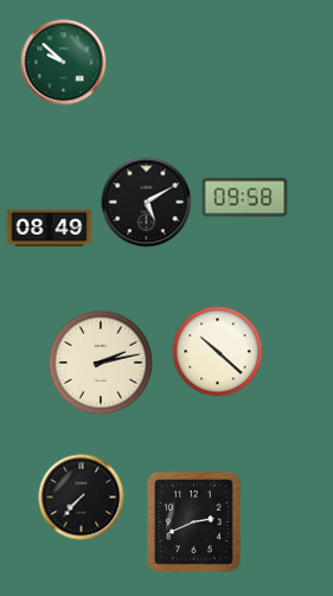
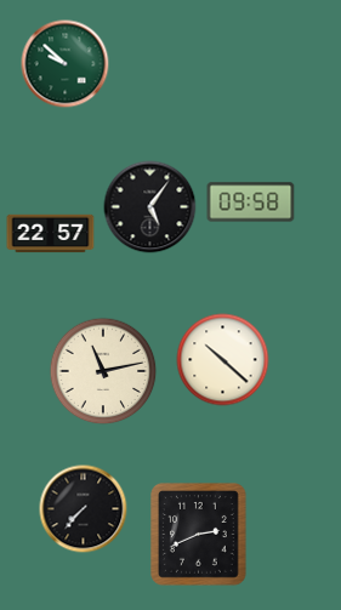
clock at (147, 203): 5:10 -> 5:06
clock at (50, 229): 08:49 -> 22:57
clock at (101, 363): 2:13 -> 11:13
